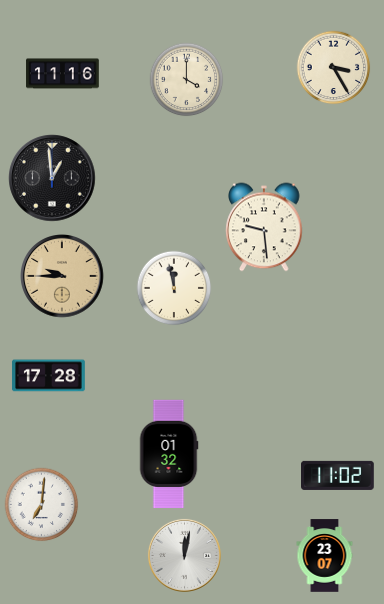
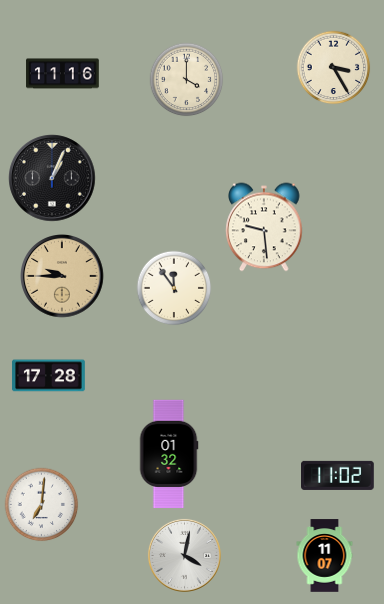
clock at (52, 178): 12:59 -> 1:04
clock at (174, 288): 11:58 -> 11:54
clock at (184, 555): 12:02 -> 4:02
clock at (325, 556): 23:07 -> 11:07
